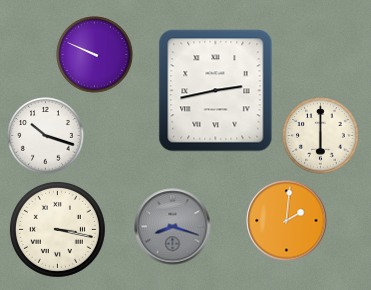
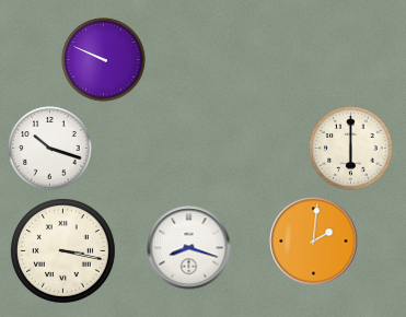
clock at (216, 91): 2:43 -> none
clock at (173, 227) dial: grey -> white
